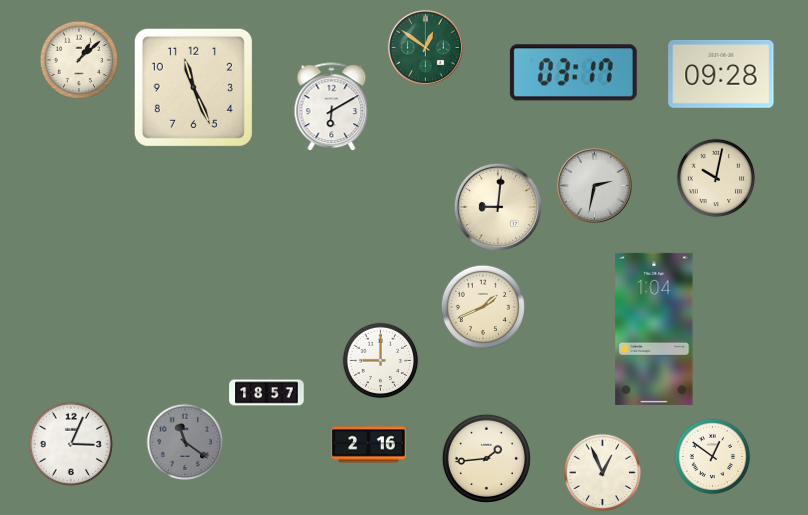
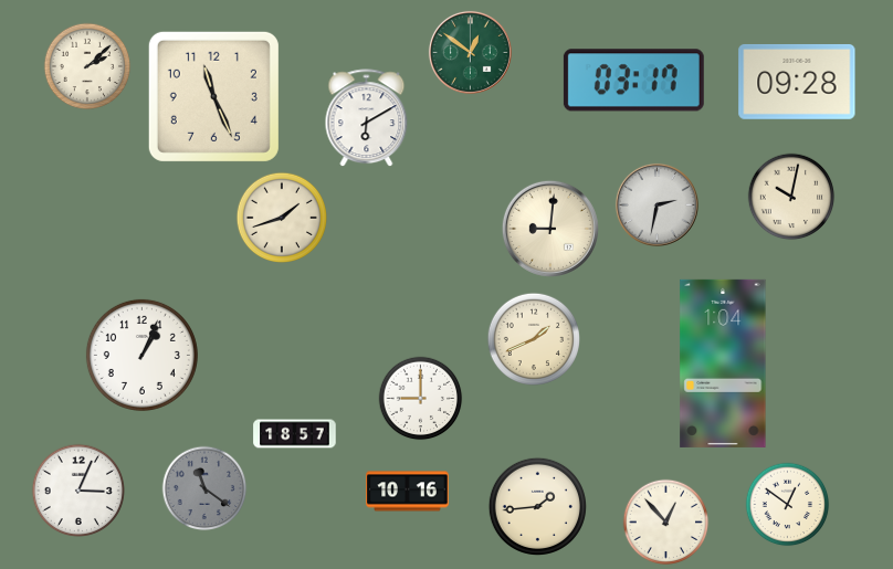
clock at (79, 60): 1:08 -> 2:08
clock at (282, 218): none -> 1:42
clock at (141, 355): none -> 1:04
clock at (369, 445): 2:16 -> 10:16
clock at (603, 473): 12:56 -> 12:53
